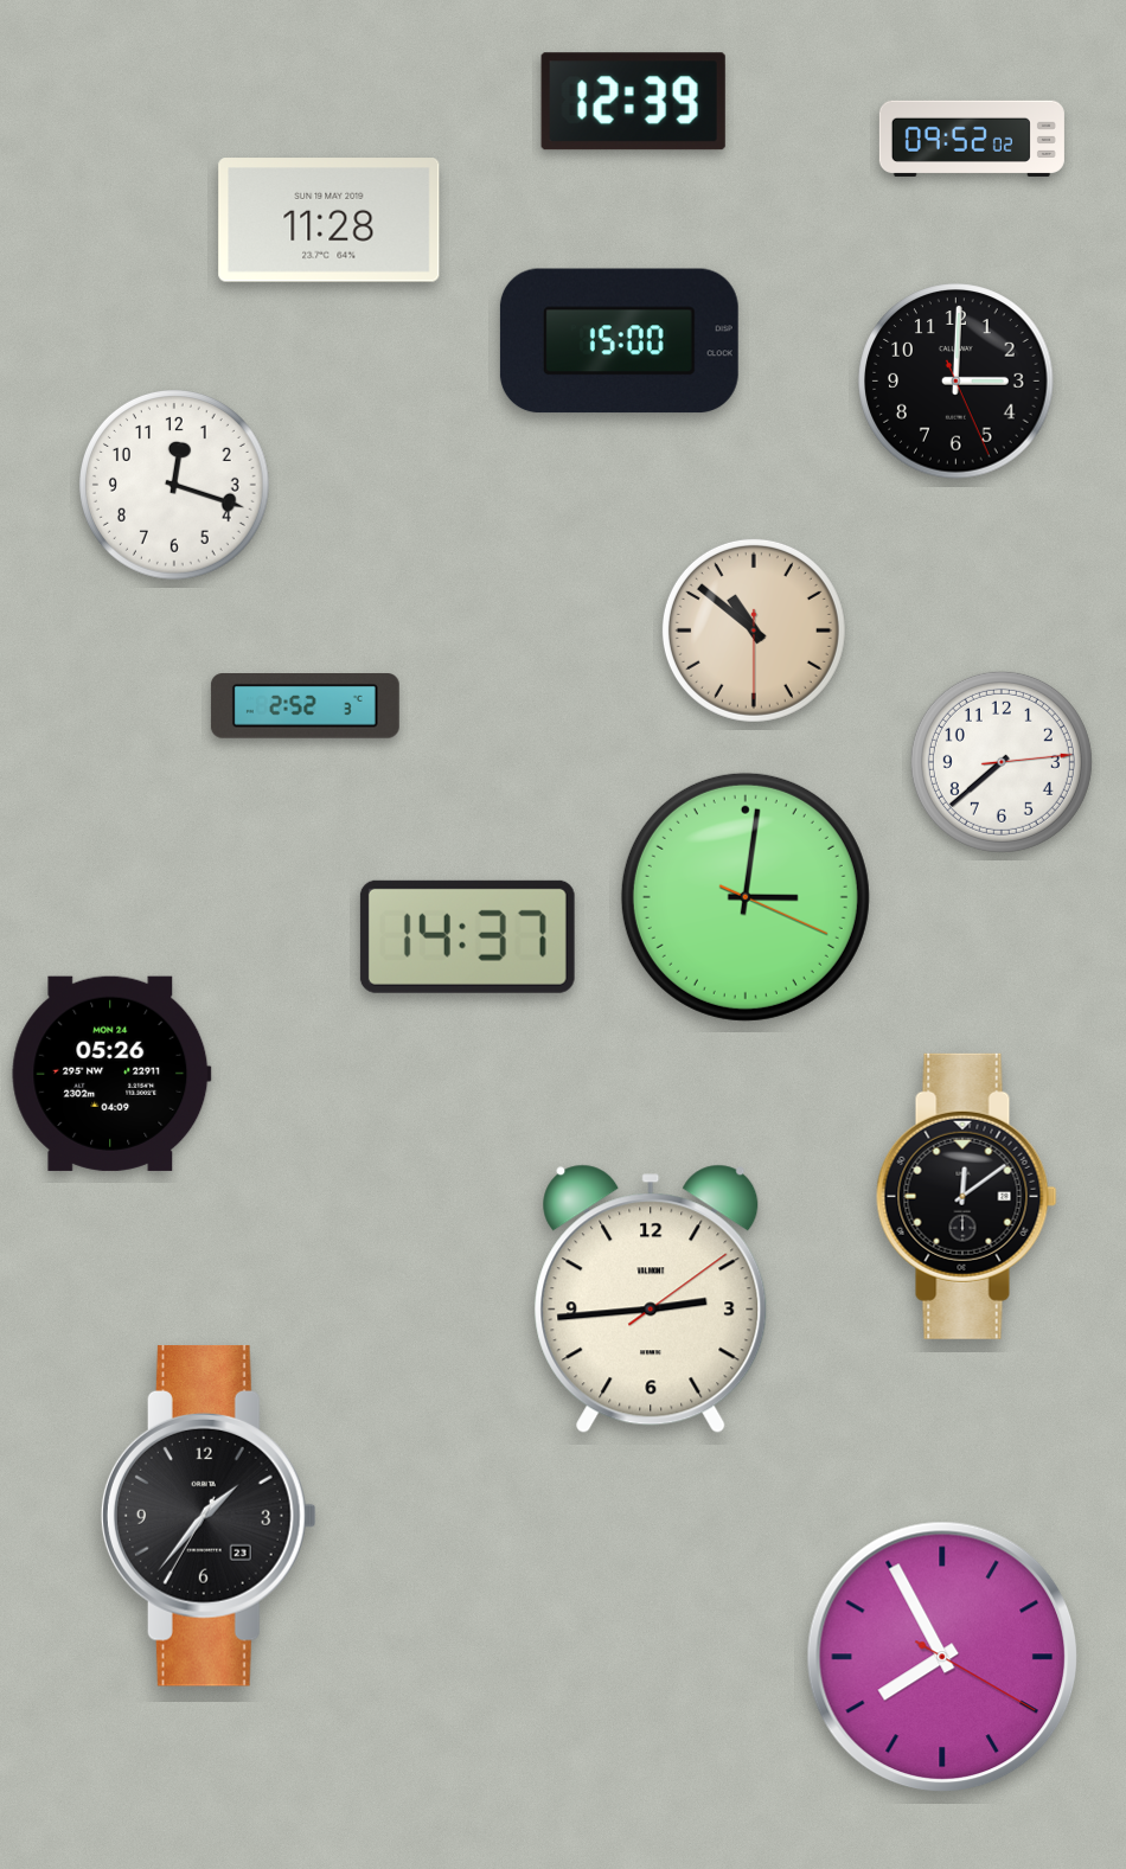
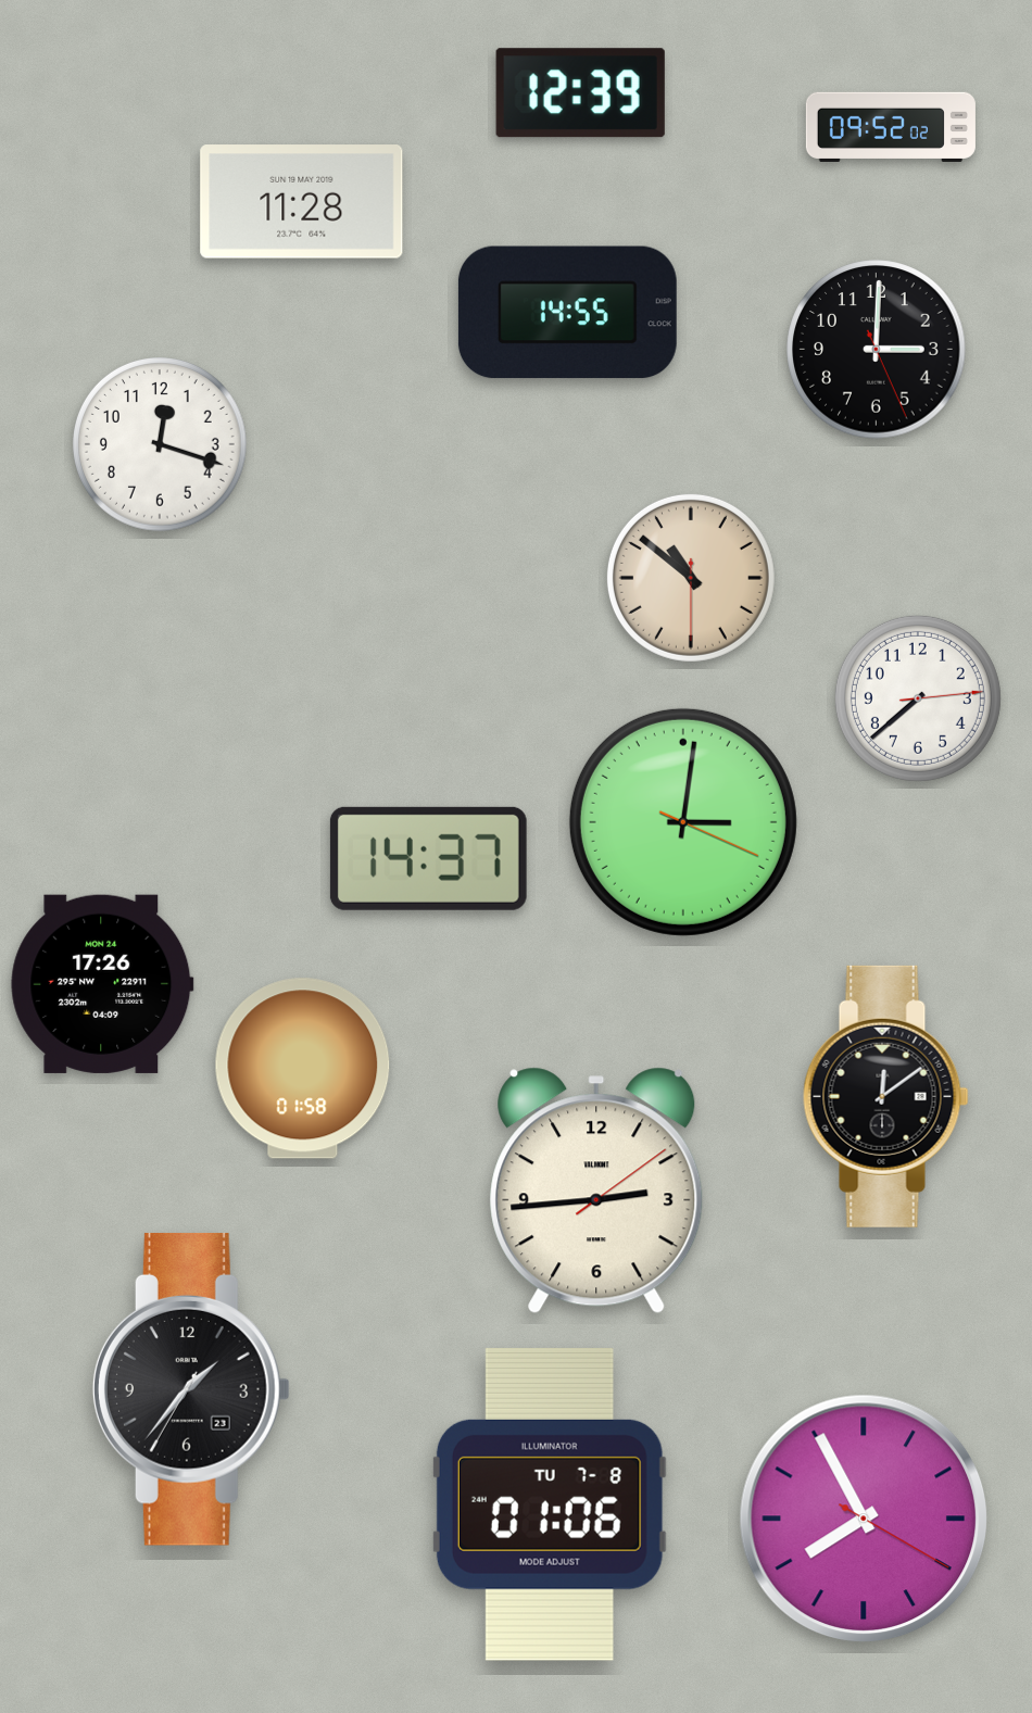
clock at (619, 341): 15:00 -> 14:55
clock at (305, 706): 2:52 -> none
clock at (111, 1074): 05:26 -> 17:26
clock at (303, 1069): none -> 01:58
clock at (550, 1504): none -> 01:06
